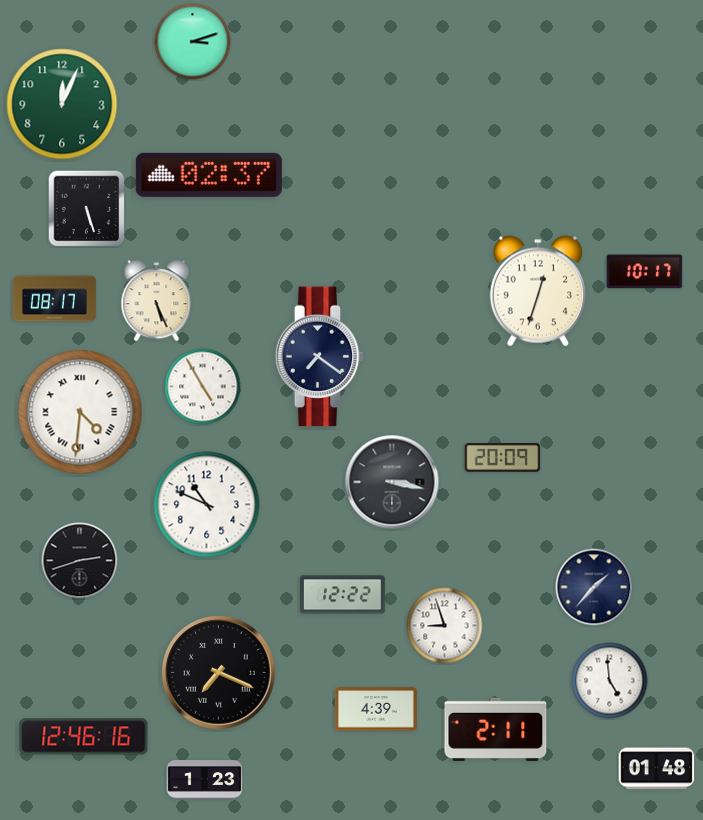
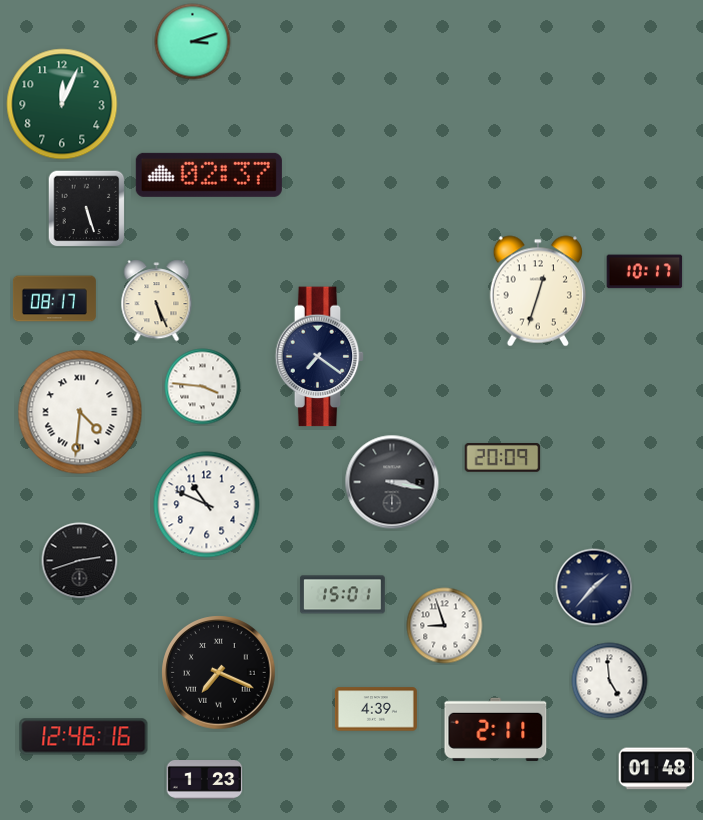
clock at (203, 387): 4:55 -> 3:46
clock at (343, 595): 12:22 -> 15:01
